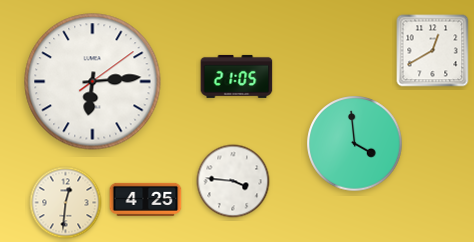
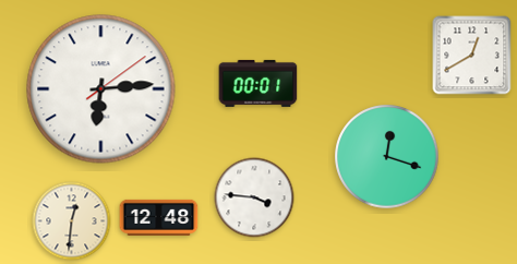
clock at (237, 76): 21:05 -> 00:01
clock at (355, 144): 3:59 -> 12:18
clock at (146, 199): 4:25 -> 12:48
